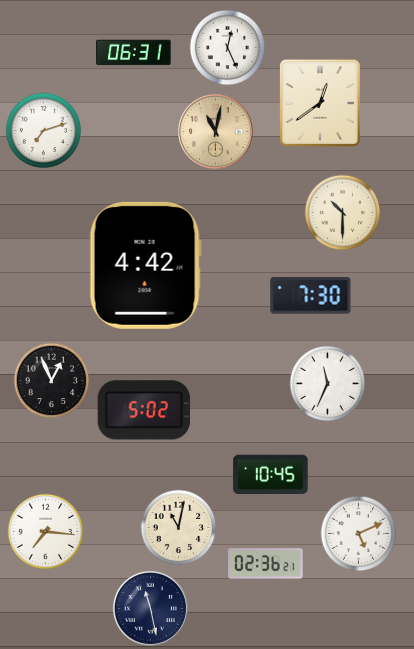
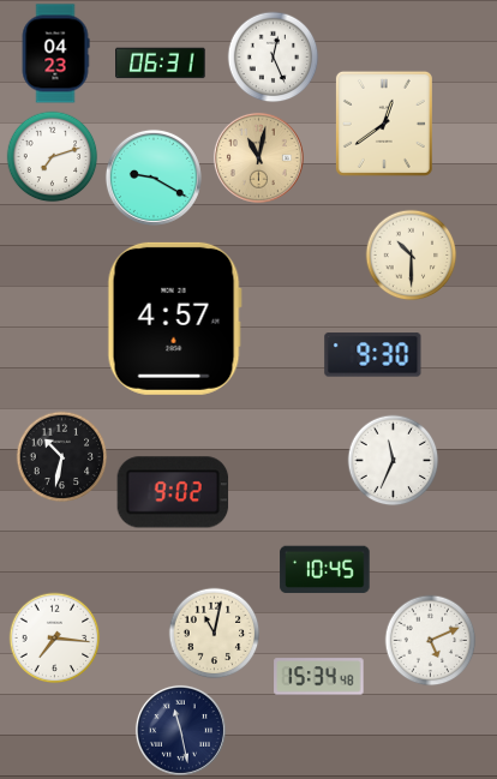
clock at (55, 54): none -> 04:23
clock at (154, 178): none -> 9:20
clock at (145, 265): 4:42 -> 4:57
clock at (311, 296): 7:30 -> 9:30
clock at (52, 381): 12:56 -> 10:32
clock at (144, 410): 5:02 -> 9:02
clock at (266, 564): 02:36 -> 15:34
